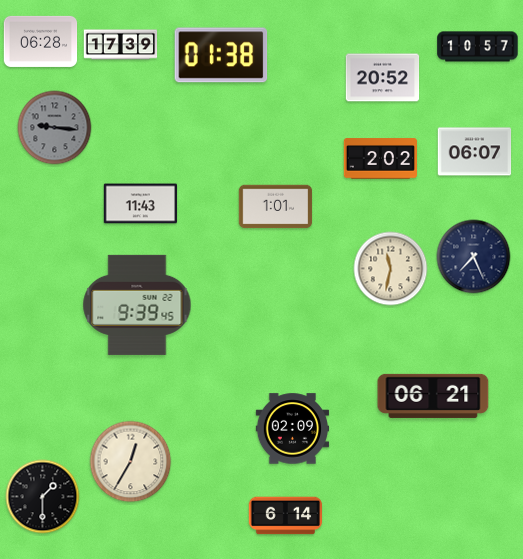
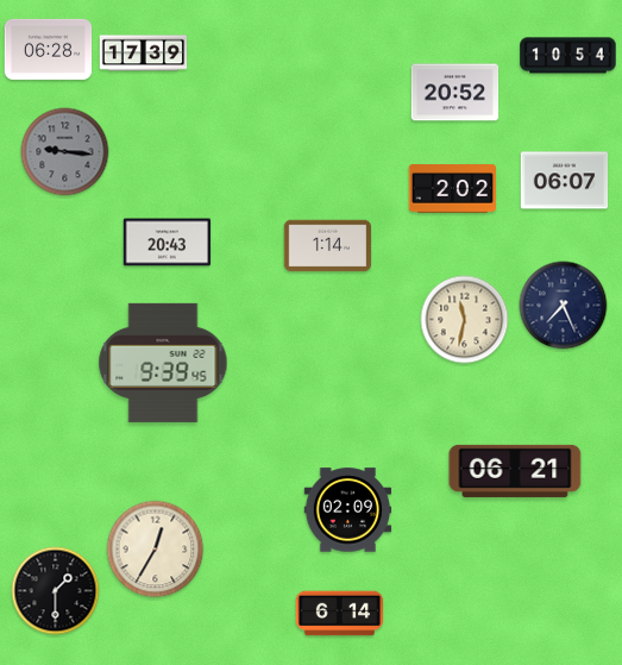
clock at (478, 47): 10:57 -> 10:54
clock at (221, 55): 01:38 -> none
clock at (141, 204): 11:43 -> 20:43
clock at (276, 207): 1:01 -> 1:14
clock at (43, 497) position: (43, 497) -> (56, 591)
